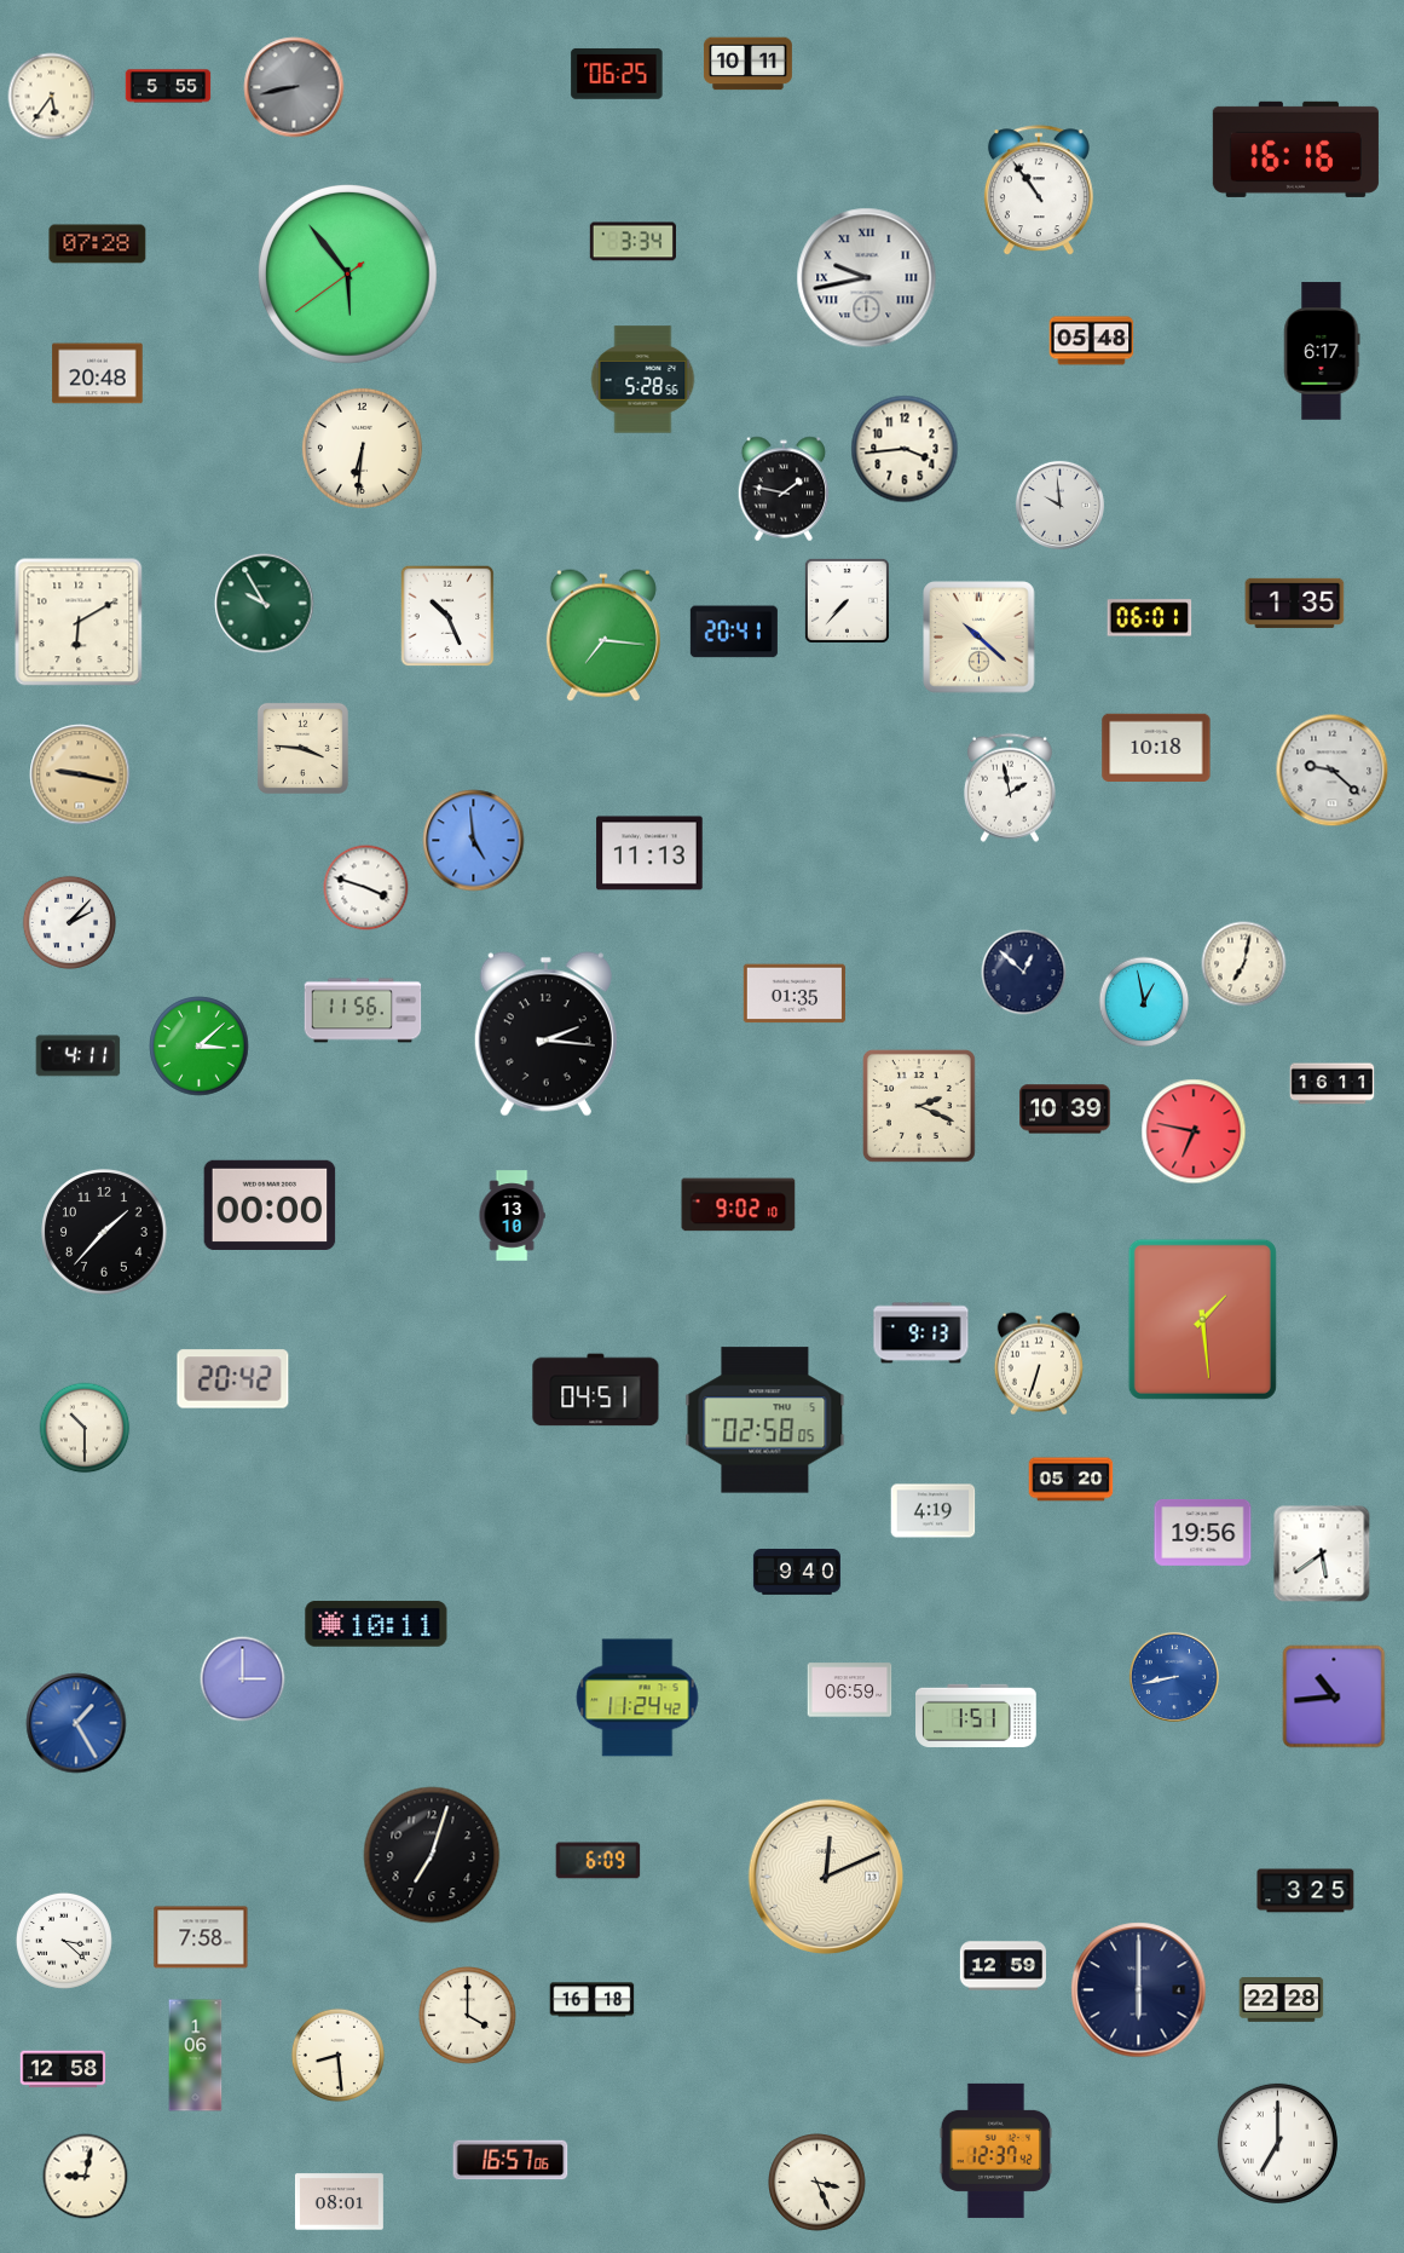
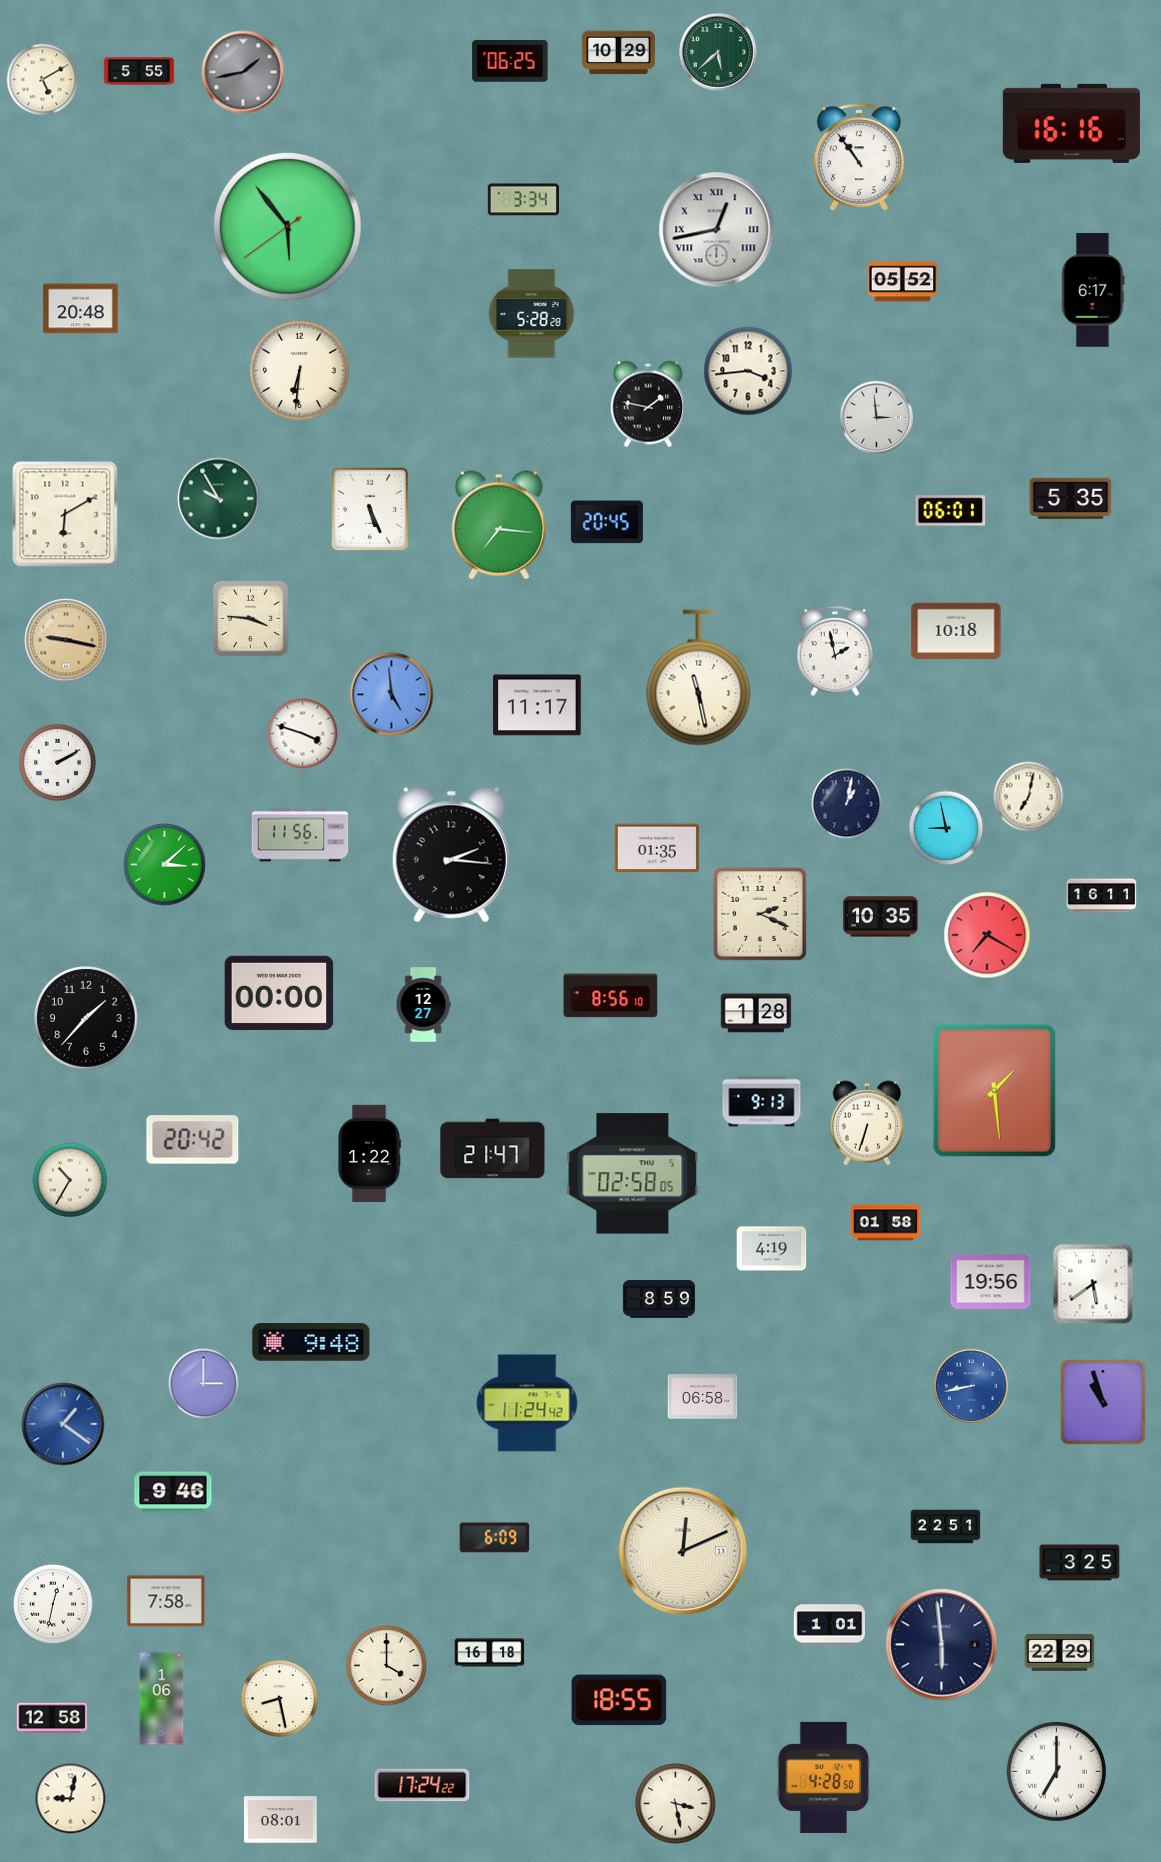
clock at (718, 52): none -> 5:38
clock at (747, 64): 10:11 -> 10:29
clock at (294, 87): 8:43 -> 1:43
clock at (52, 97): 5:36 -> 5:10
clock at (98, 244): 07:28 -> none
clock at (867, 278): 9:43 -> 12:43
clock at (1092, 341): 05:48 -> 05:52
clock at (643, 380): 5:28:56 -> 5:28:28
clock at (1059, 505): 9:59 -> 2:59
clock at (847, 600): 7:37 -> none
clock at (1295, 603): 1:35 -> 5:35
clock at (447, 616): 10:26 -> 5:26
clock at (734, 632): 20:41 -> 20:45
clock at (980, 638): 10:22 -> none
clock at (1156, 747) position: (1156, 747) -> (956, 630)
clock at (1333, 771): 9:22 -> none
clock at (699, 678): none -> 11:28
clock at (649, 853): 11:13 -> 11:17
clock at (69, 922): 2:07 -> 2:10
clock at (1024, 973): 12:52 -> 1:02
clock at (795, 993) position: (795, 993) -> (657, 848)
clock at (1144, 1002): 12:58 -> 8:58
clock at (79, 1056): 4:11 -> none
clock at (1065, 1110): 10:39 -> 10:35
clock at (1194, 1131): 6:47 -> 7:20
clock at (270, 1205) position: (270, 1205) -> (279, 993)
clock at (739, 1205): 9:02 -> 8:56
clock at (512, 1216): 13:10 -> 12:27
clock at (756, 1013): none -> 1:28
clock at (1039, 1364) position: (1039, 1364) -> (867, 1123)
clock at (596, 1390): 04:51 -> 21:47
clock at (370, 1153): none -> 1:22
clock at (85, 1428): 10:30 -> 10:35
clock at (1071, 1480): 05:20 -> 01:58
clock at (1203, 1533) position: (1203, 1533) -> (991, 1282)
clock at (797, 1573): 9:40 -> 8:59
clock at (376, 1624): 10:11 -> 9:48
clock at (243, 1679) position: (243, 1679) -> (204, 1384)
clock at (850, 1690): 06:59 -> 06:58
clock at (1334, 1696): 10:44 -> 10:57
clock at (977, 1716): 1:51 -> none
clock at (76, 1723): 1:25 -> 1:21
clock at (173, 1492): none -> 9:46
clock at (946, 1527): none -> 22:51
clock at (432, 1855): 7:03 -> none
clock at (64, 1941): 3:22 -> 12:32
clock at (1003, 1966): 12:59 -> 1:01
clock at (1139, 1990): 6:00 -> 5:59
clock at (1282, 2000): 22:28 -> 22:29
clock at (337, 2055): 8:29 -> 8:28
clock at (619, 1700): none -> 18:55
clock at (63, 2069) position: (63, 2069) -> (52, 1718)
clock at (995, 2150): 12:37 -> 4:28
clock at (510, 2160): 16:57 -> 17:24
clock at (817, 2183): 3:26 -> 3:28
